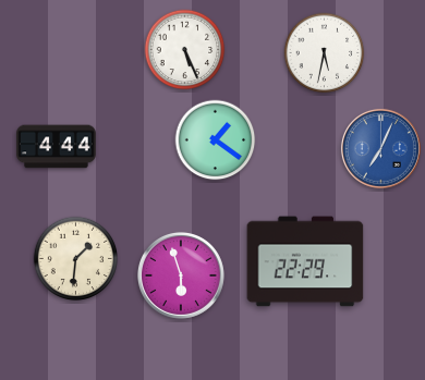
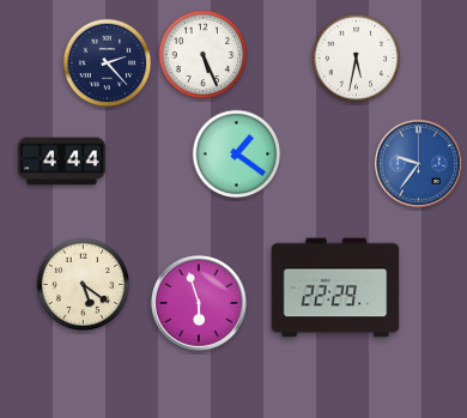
clock at (108, 63): none -> 2:23
clock at (380, 148): 7:04 -> 9:36
clock at (76, 259): 1:31 -> 5:21
